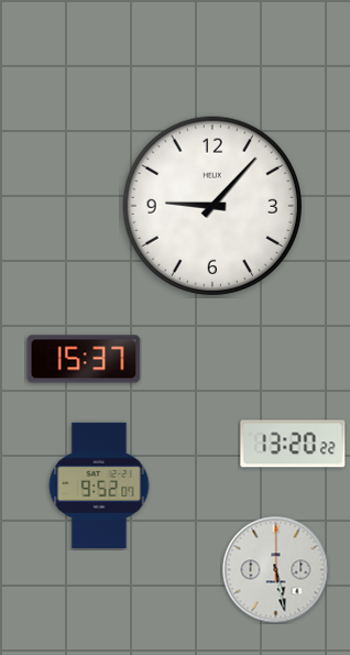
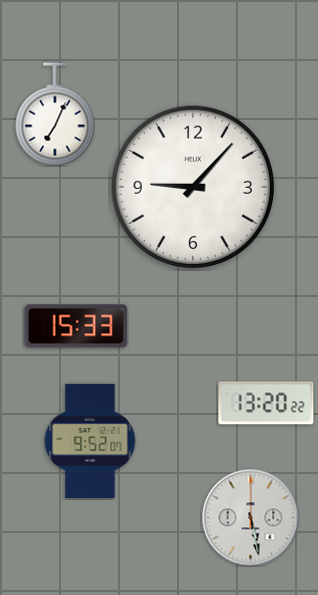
clock at (55, 114): none -> 7:04
clock at (84, 359): 15:37 -> 15:33
